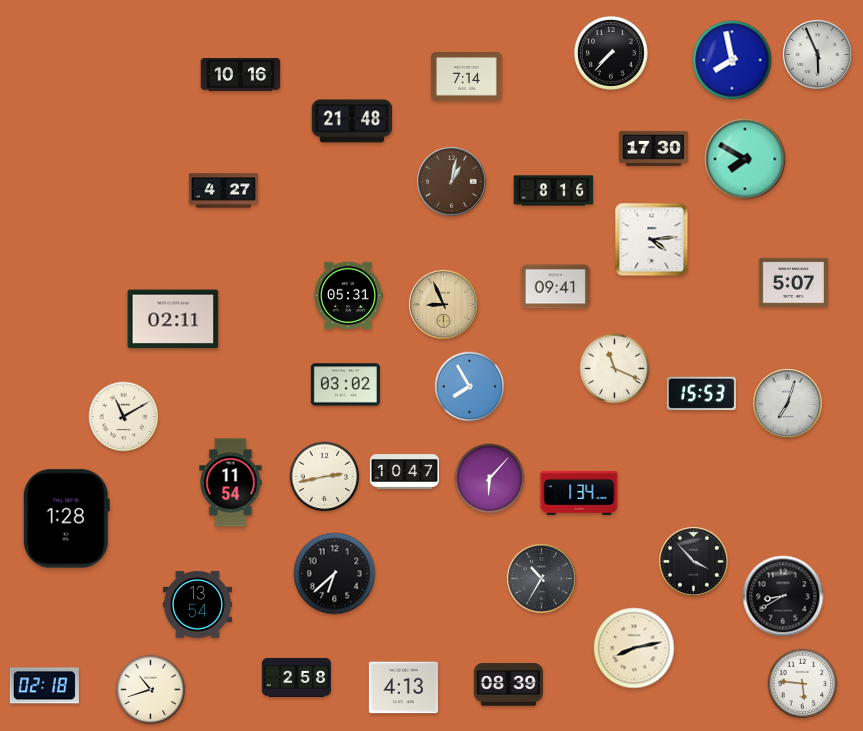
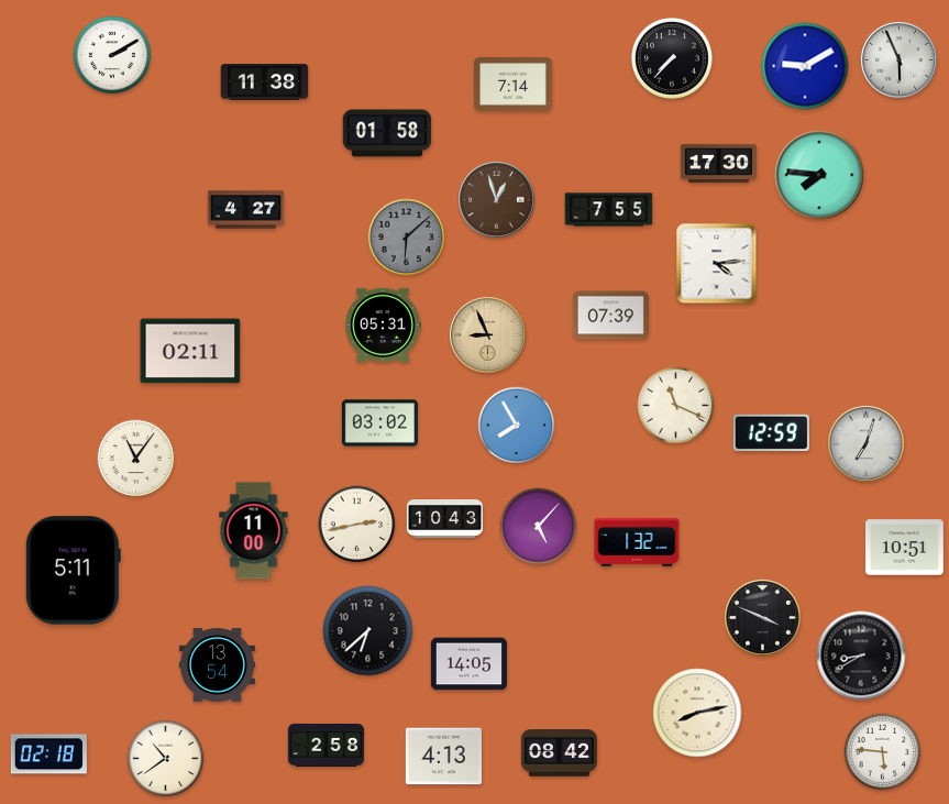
clock at (112, 55): none -> 2:10
clock at (732, 60): 7:58 -> 9:10
clock at (241, 75): 10:16 -> 11:38
clock at (352, 121): 21:48 -> 01:58
clock at (745, 159): 7:50 -> 7:46
clock at (451, 181): 1:02 -> 12:57
clock at (554, 191): 8:16 -> 7:55
clock at (407, 238): none -> 6:08
clock at (793, 282): 5:07 -> none
clock at (555, 287): 09:41 -> 07:39
clock at (701, 394): 15:53 -> 12:59
clock at (124, 417): 11:10 -> 11:06
clock at (404, 472): 10:47 -> 10:43
clock at (490, 479): 6:07 -> 5:07
clock at (231, 483): 11:54 -> 11:00
clock at (579, 493): 1:34 -> 1:32
clock at (905, 548): none -> 10:51
clock at (66, 519): 1:28 -> 5:11
clock at (693, 561): 3:53 -> 3:49
clock at (541, 578): 10:35 -> none
clock at (468, 664): none -> 14:05
clock at (508, 685): 08:39 -> 08:42
clock at (151, 690): 10:42 -> 10:39
